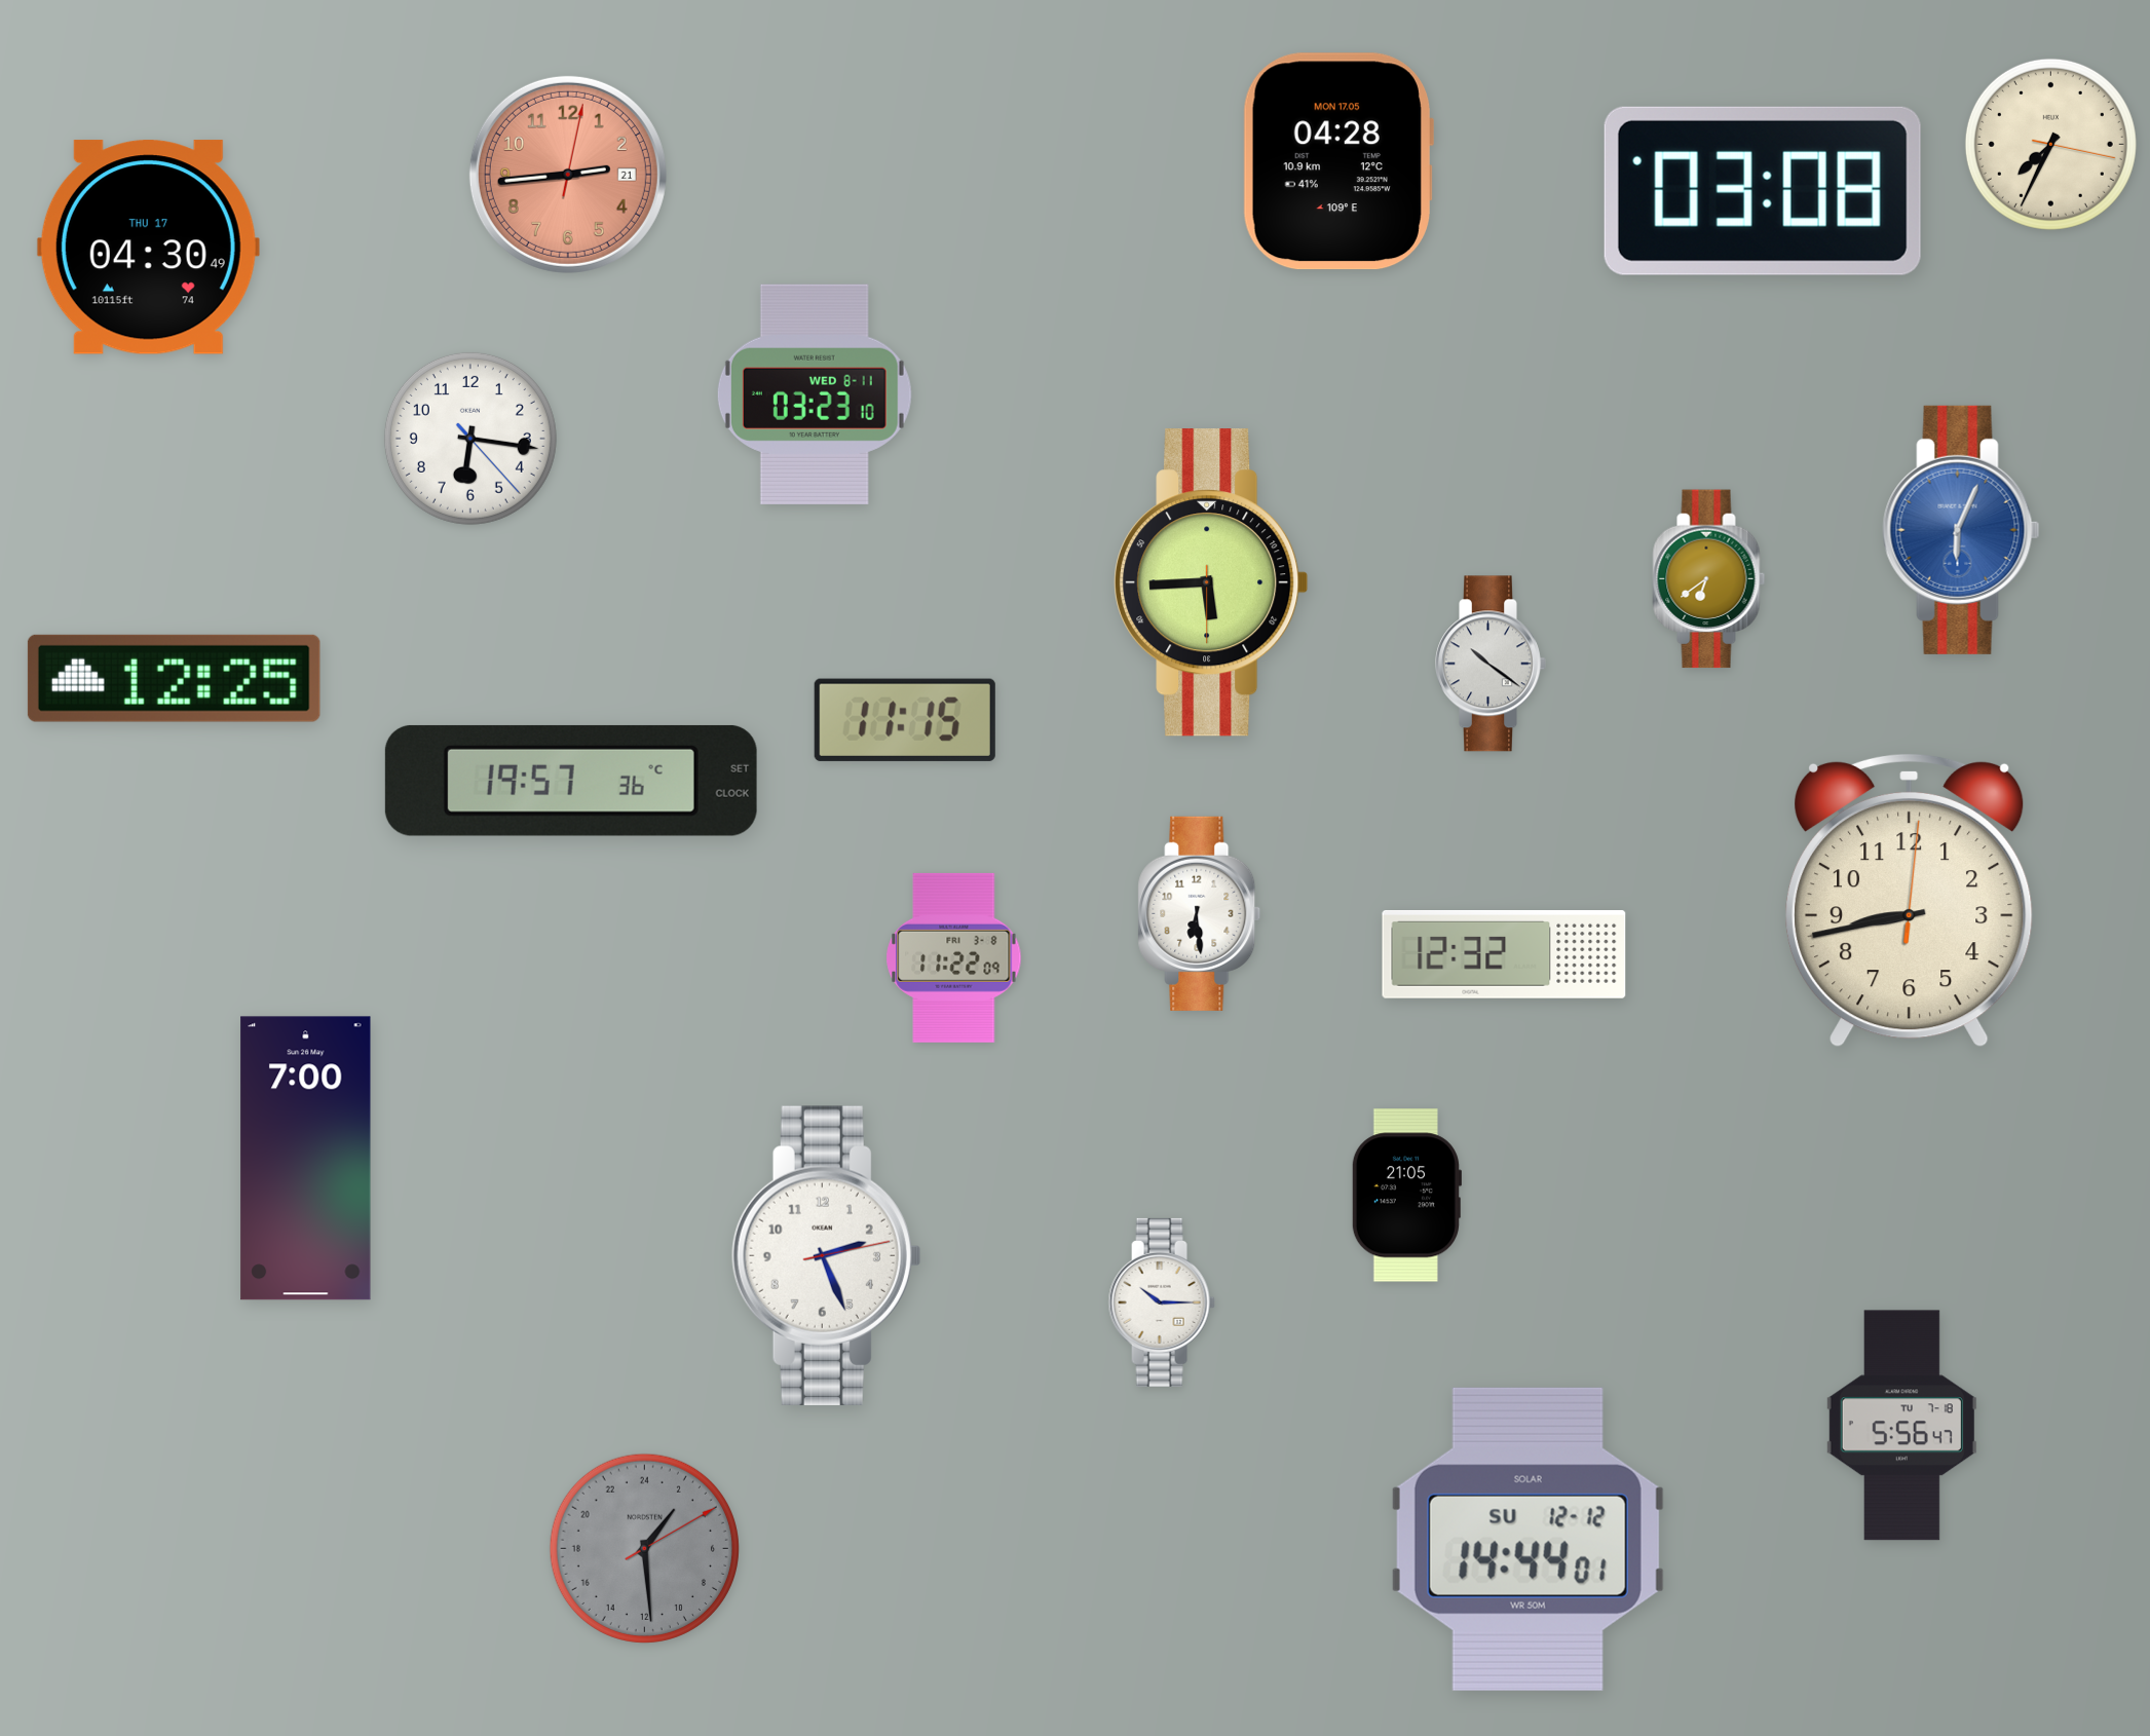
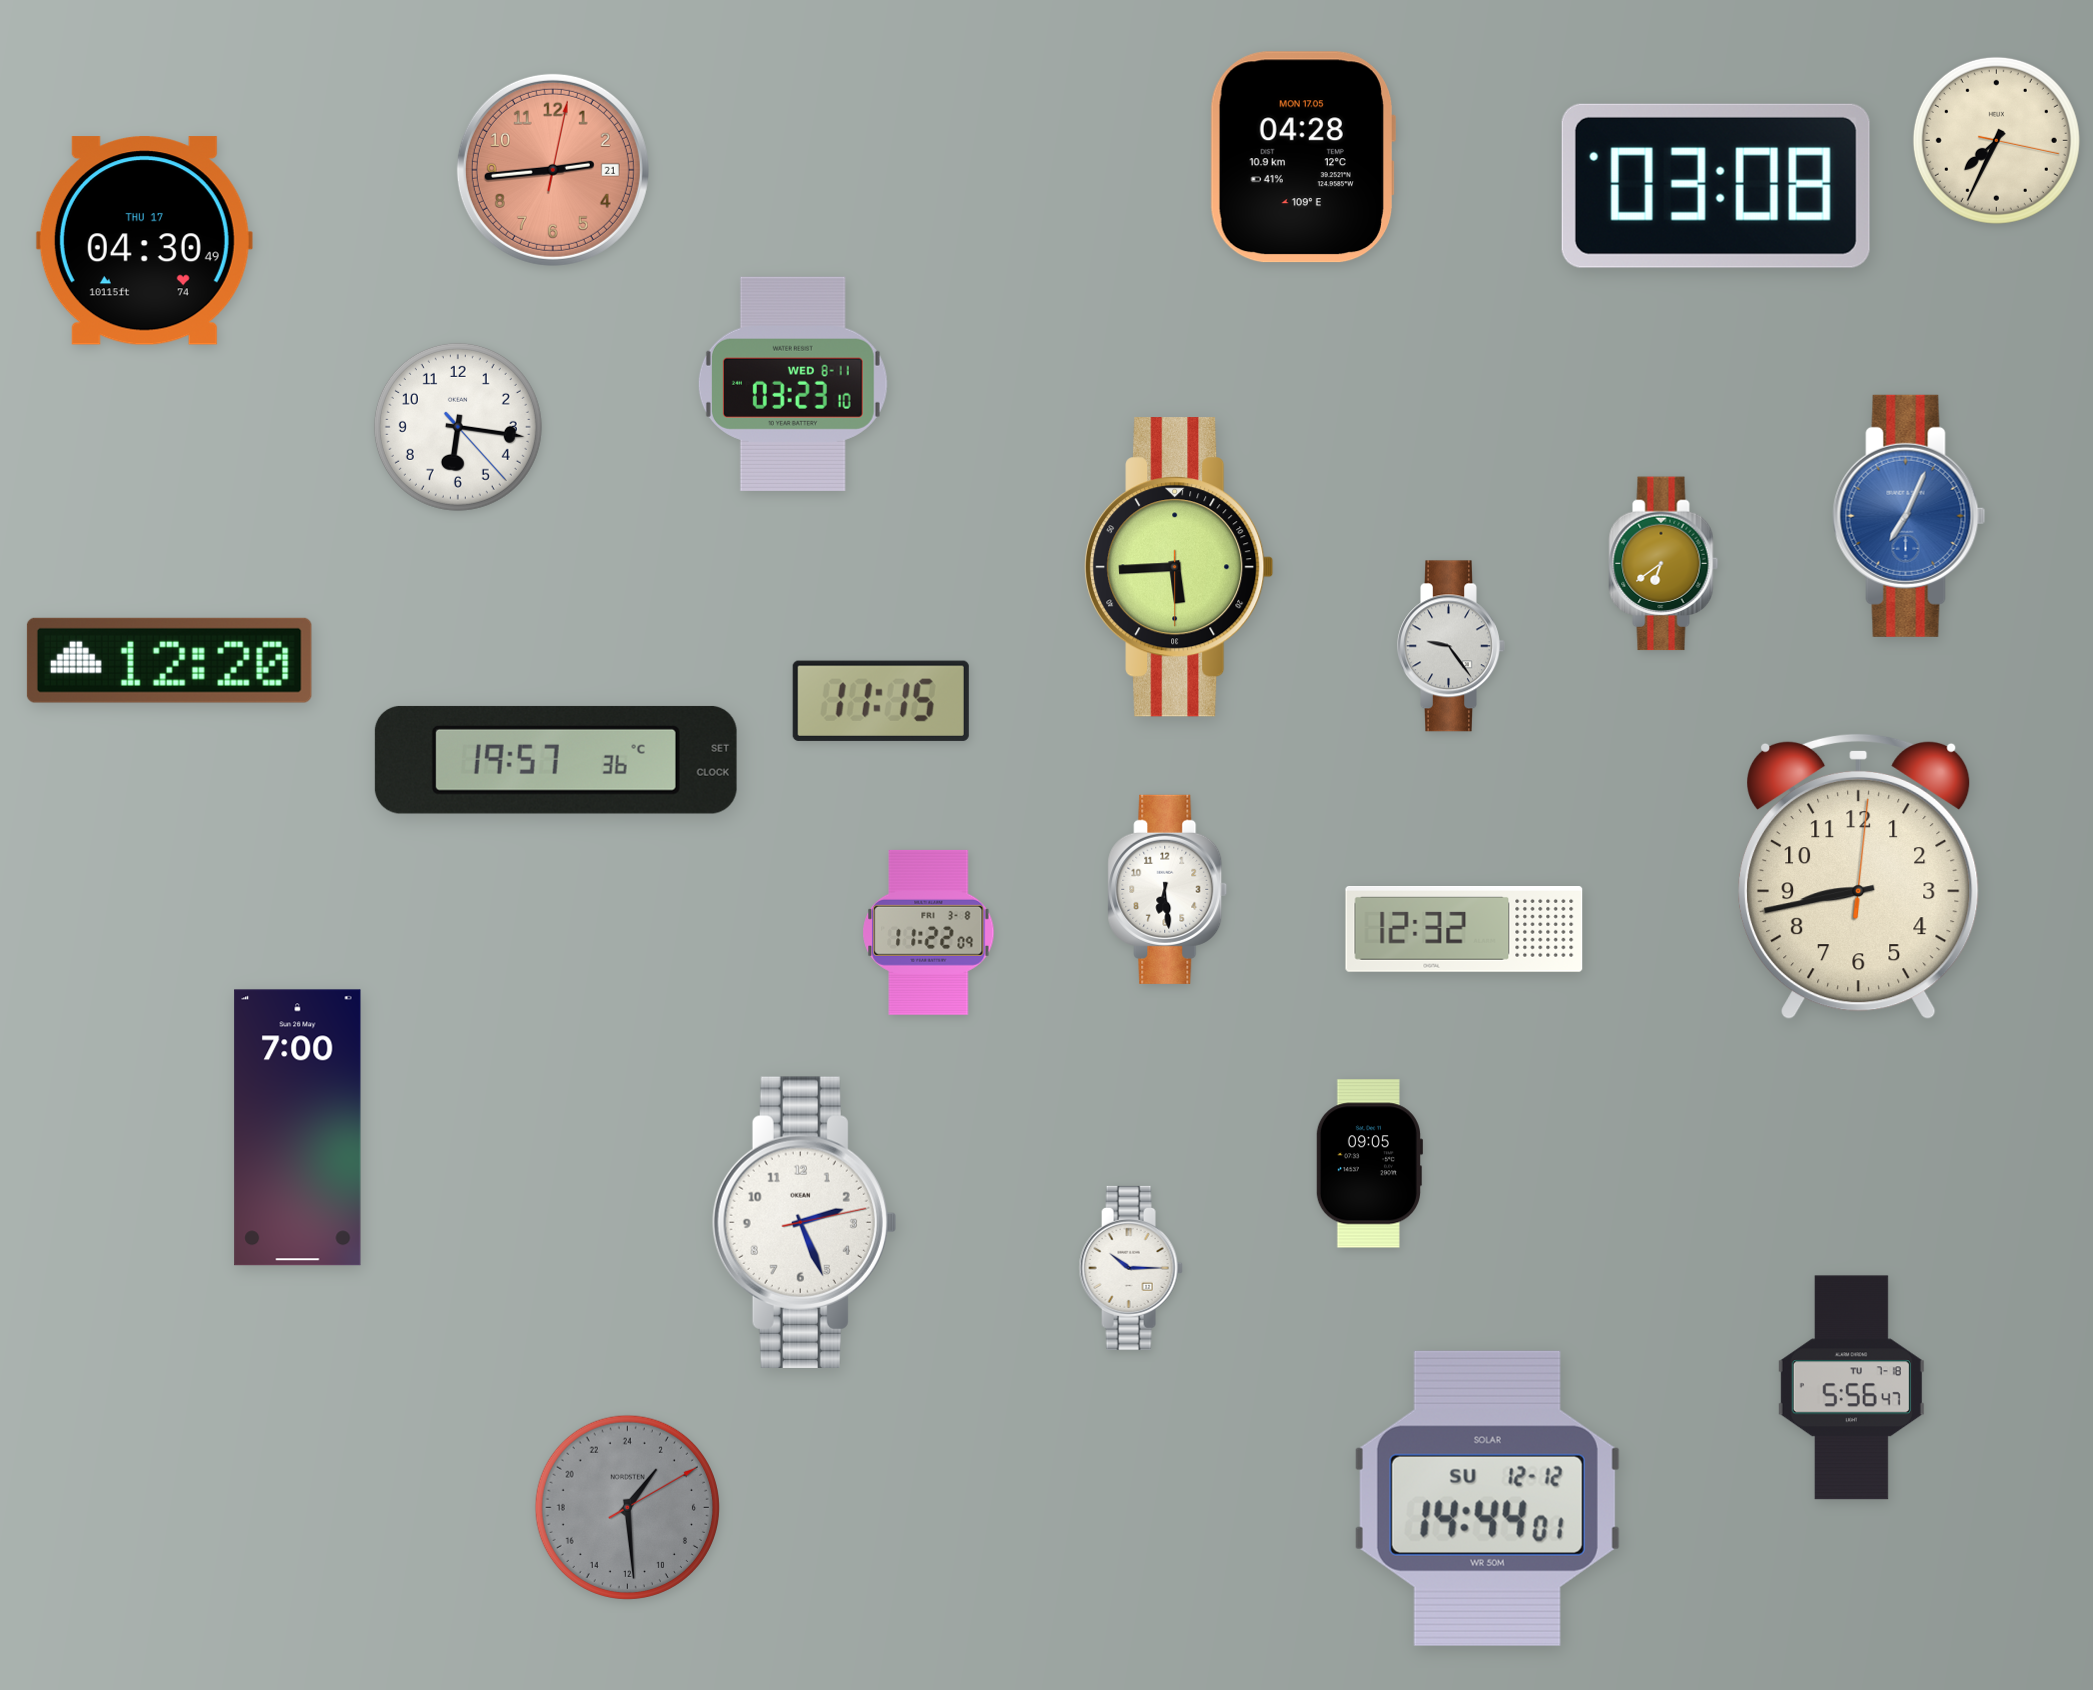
clock at (1961, 530): 6:04 -> 7:04
clock at (1491, 664): 10:21 -> 9:24
clock at (174, 678): 12:25 -> 12:20
clock at (1405, 1196): 21:05 -> 09:05
